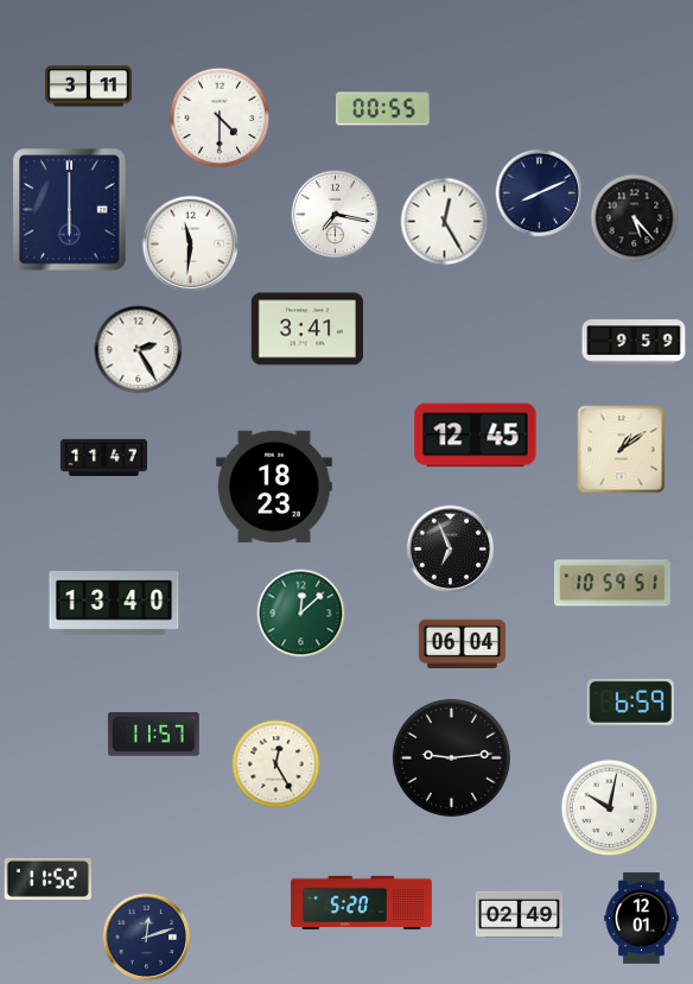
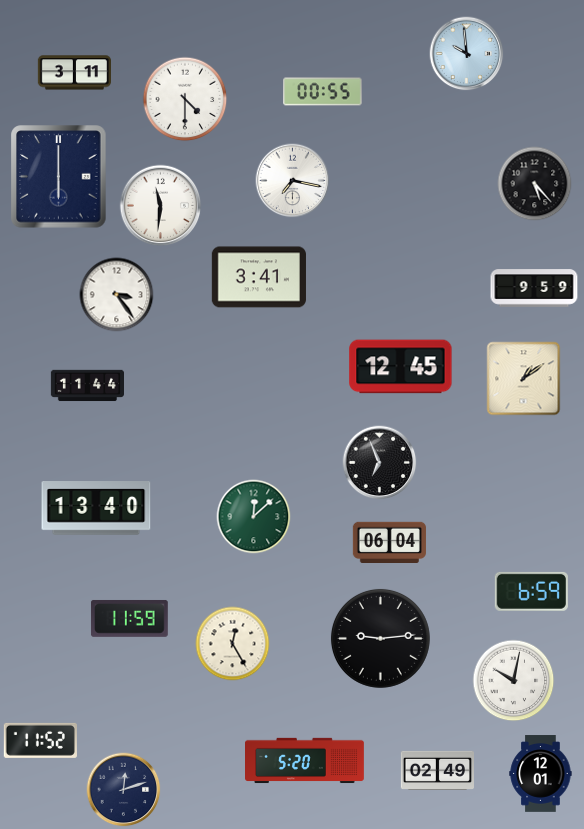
clock at (467, 54): none -> 9:59
clock at (540, 193): 8:11 -> none
clock at (336, 215) position: (336, 215) -> (293, 181)
clock at (445, 222): 12:25 -> none
clock at (139, 350): 2:25 -> 3:24
clock at (103, 458): 11:47 -> 11:44
clock at (274, 487): 18:23 -> none
clock at (612, 583): 10:59 -> none
clock at (153, 734): 11:57 -> 11:59
